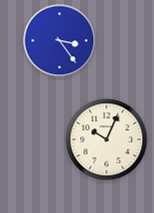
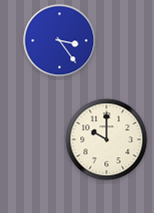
clock at (107, 140): 10:04 -> 10:00
